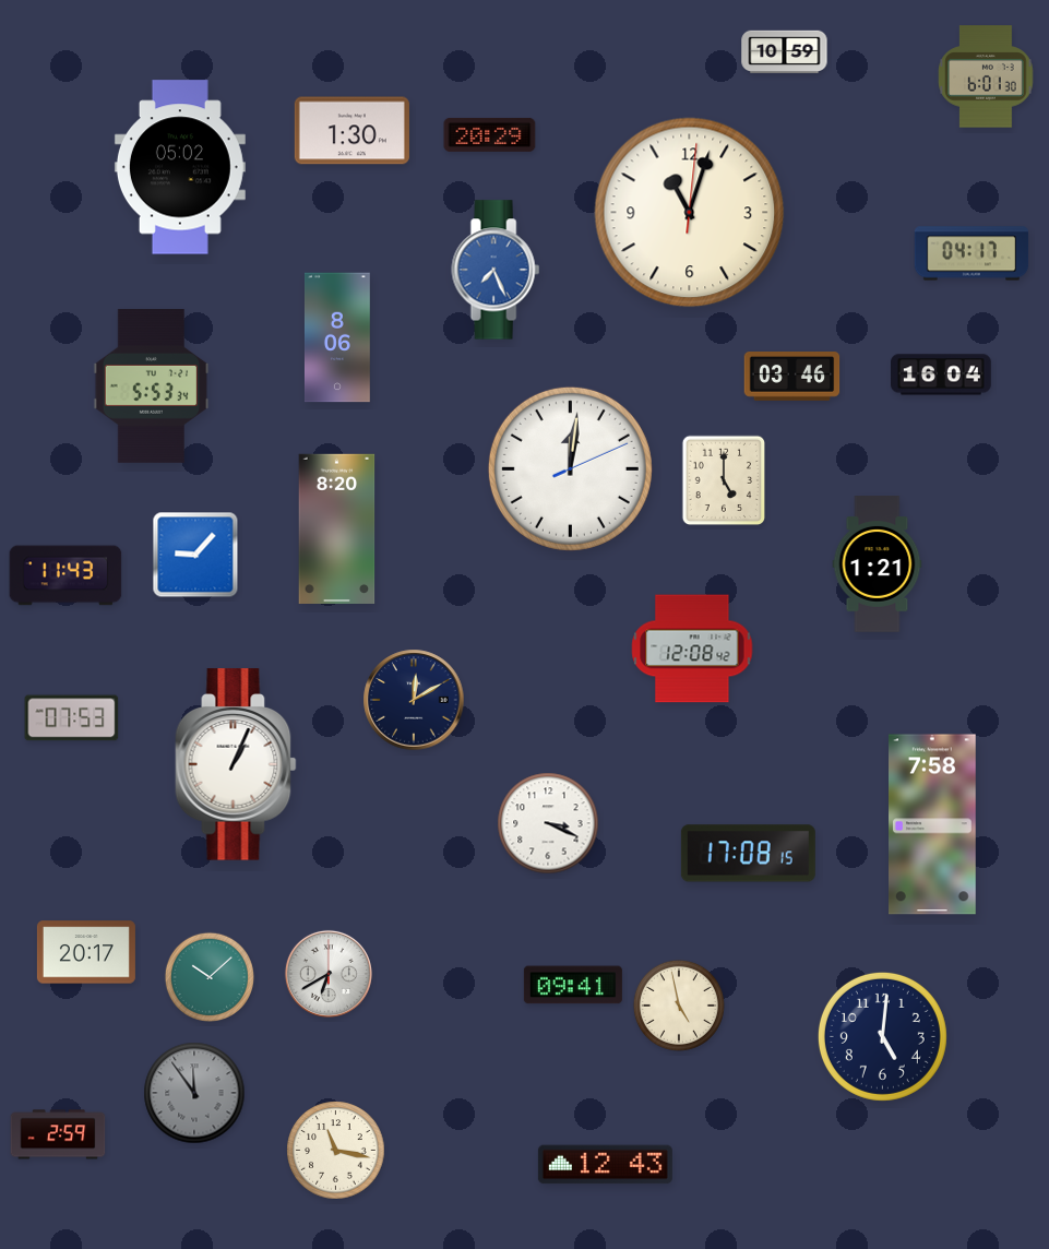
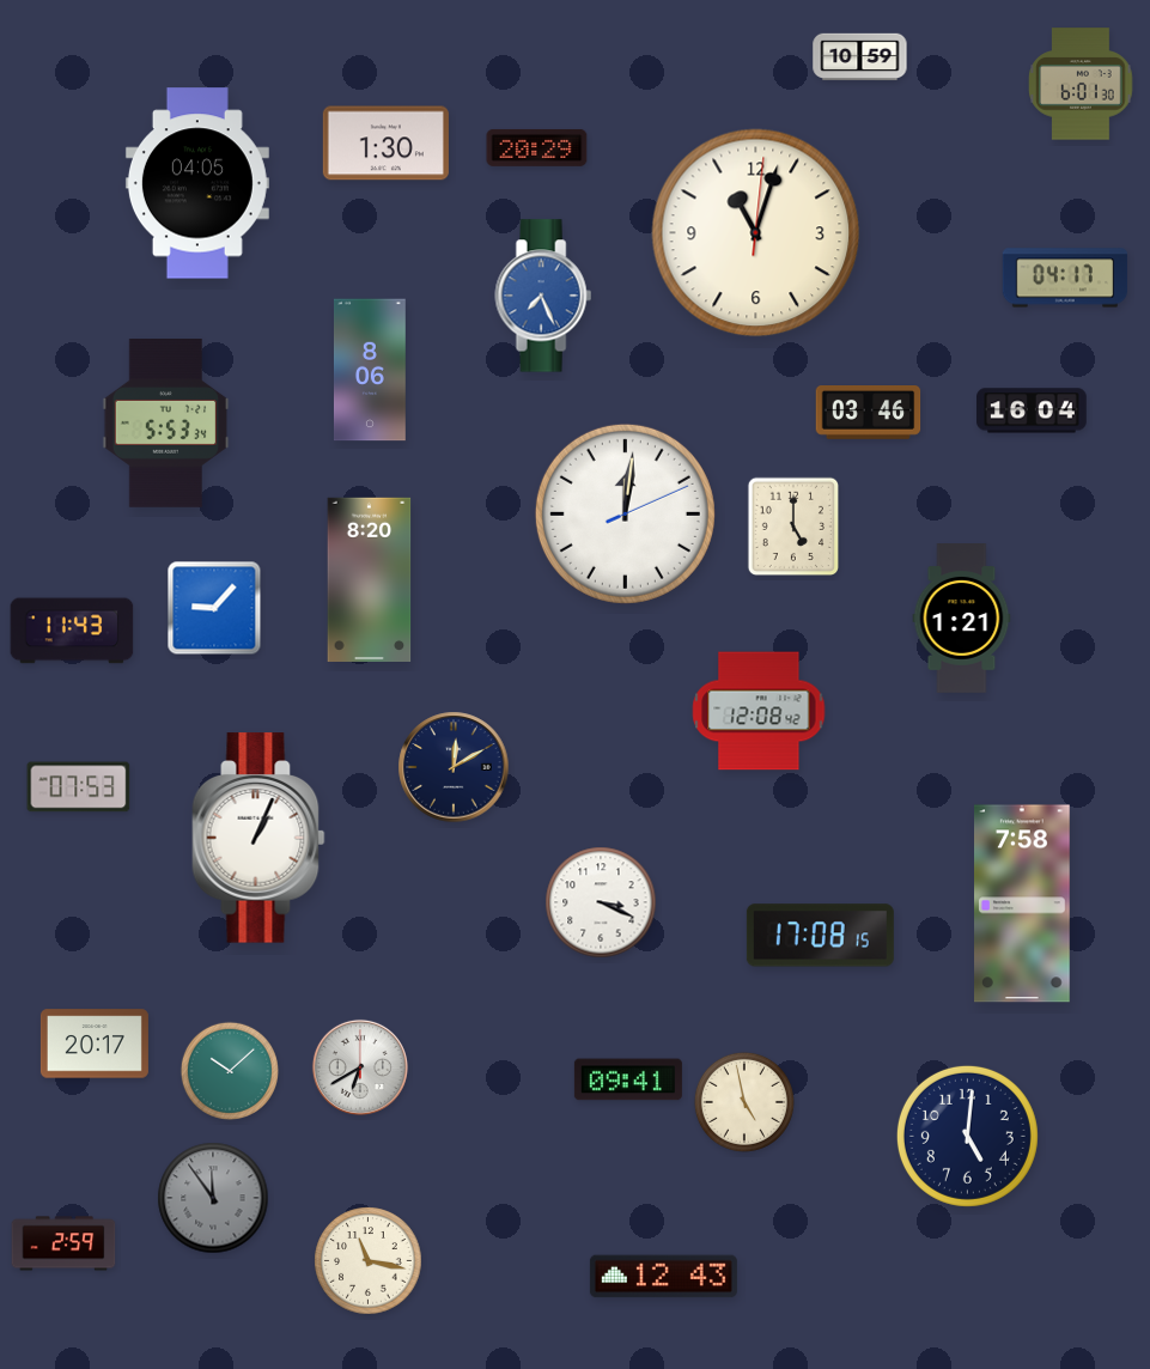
clock at (180, 167): 05:02 -> 04:05
